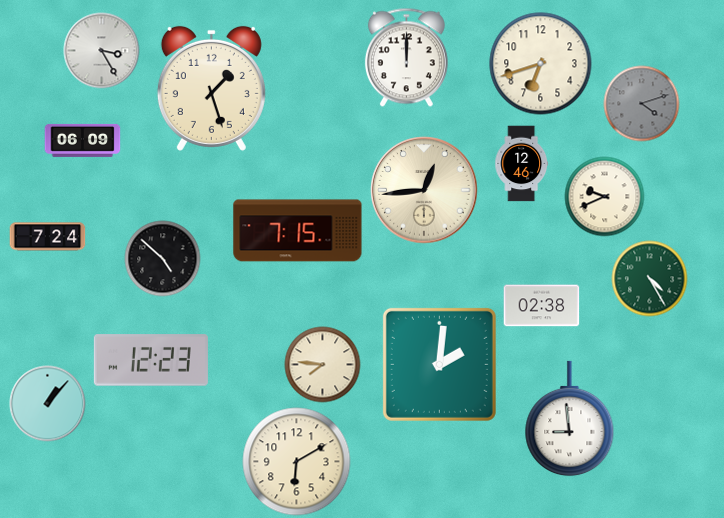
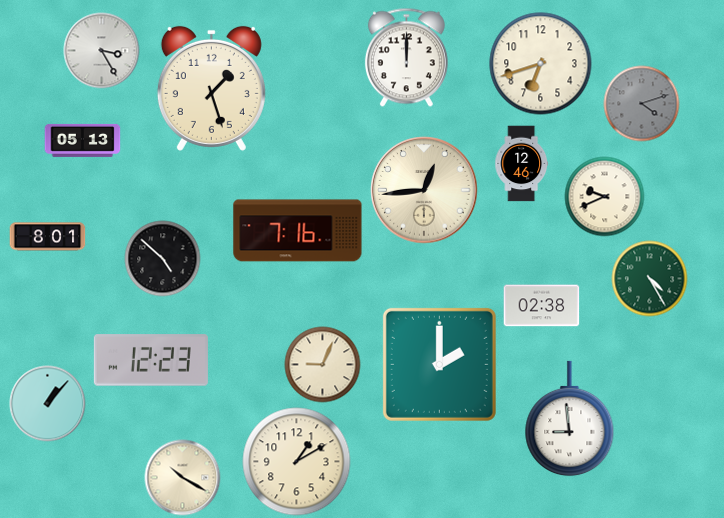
clock at (83, 140): 06:09 -> 05:13
clock at (298, 231): 7:15 -> 7:16
clock at (48, 237): 7:24 -> 8:01
clock at (439, 364): 2:01 -> 2:00
clock at (323, 365): 7:46 -> 9:04
clock at (297, 462): 6:10 -> 1:10
clock at (183, 478): none -> 10:20
